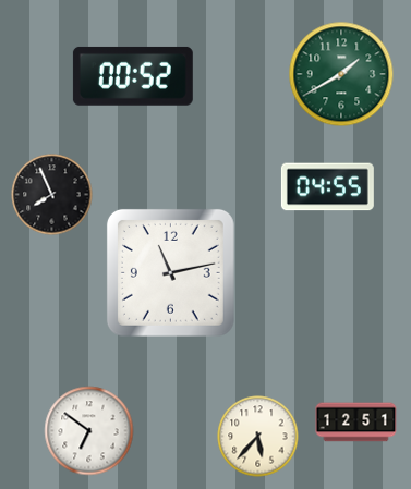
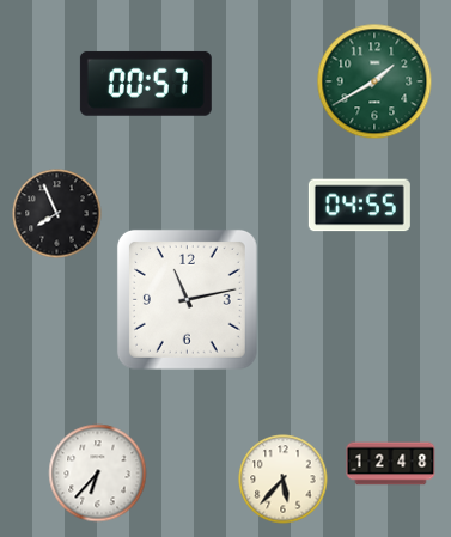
clock at (133, 76): 00:52 -> 00:57
clock at (356, 423): 12:51 -> 12:48
clock at (89, 431): 6:51 -> 6:37
